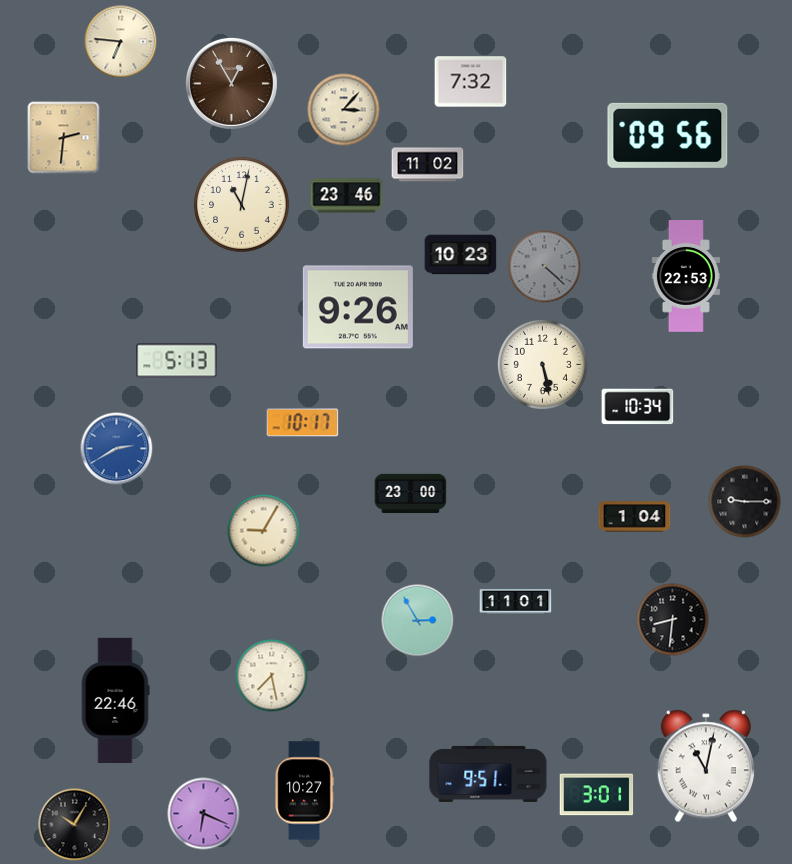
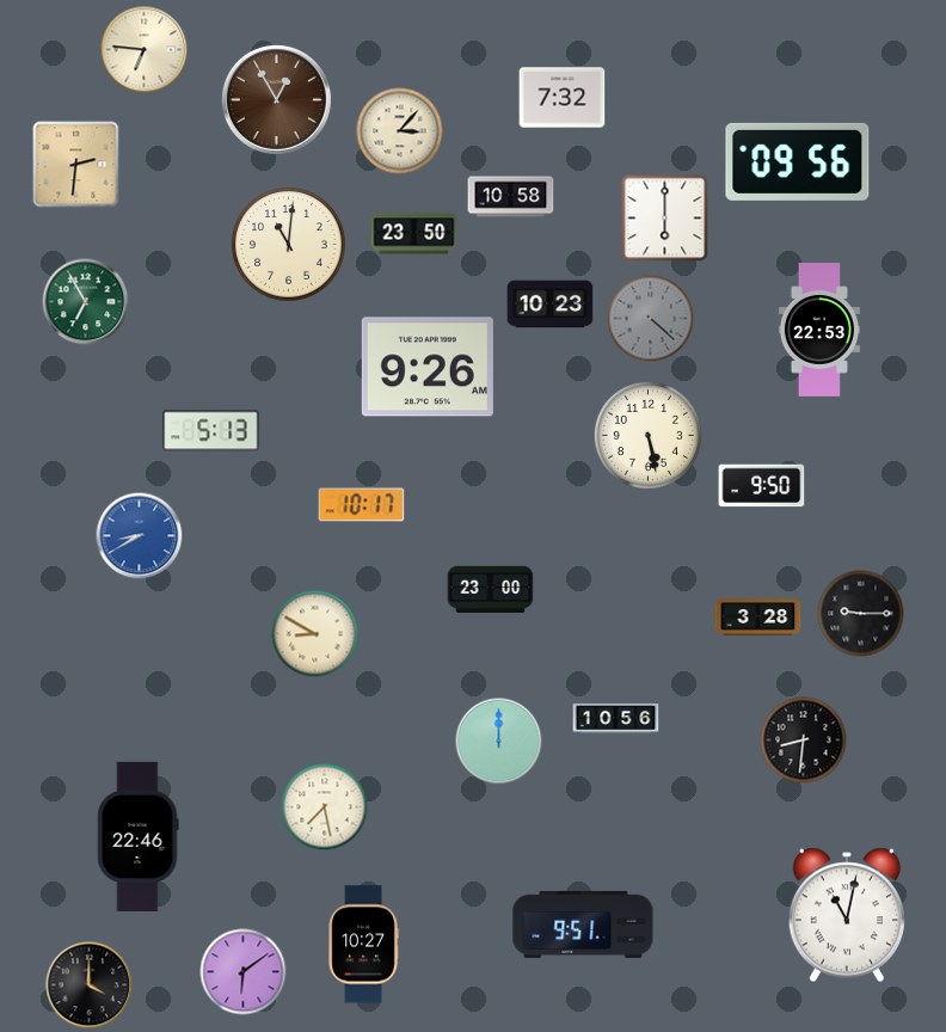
clock at (344, 110) position: (344, 110) -> (400, 131)
clock at (428, 165): 11:02 -> 10:58
clock at (665, 219): none -> 6:00
clock at (347, 196): 23:46 -> 23:50
clock at (242, 205): 11:02 -> 11:01
clock at (86, 302): none -> 6:55
clock at (638, 407): 10:34 -> 9:50
clock at (117, 449): 2:40 -> 8:40
clock at (745, 502) position: (745, 502) -> (861, 614)
clock at (635, 517): 1:04 -> 3:28
clock at (264, 531): 9:05 -> 8:50
clock at (516, 601): 11:01 -> 10:56
clock at (418, 621): 2:55 -> 12:00
clock at (705, 766) position: (705, 766) -> (846, 915)
clock at (597, 795): 3:01 -> none
clock at (204, 814): 6:19 -> 6:09
clock at (75, 825): 10:05 -> 4:00
